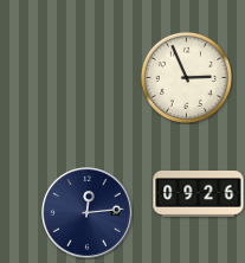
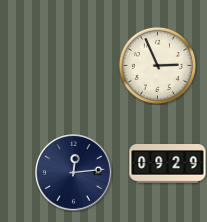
clock at (199, 194): 09:26 -> 09:29
clock at (88, 213) position: (88, 213) -> (74, 173)
